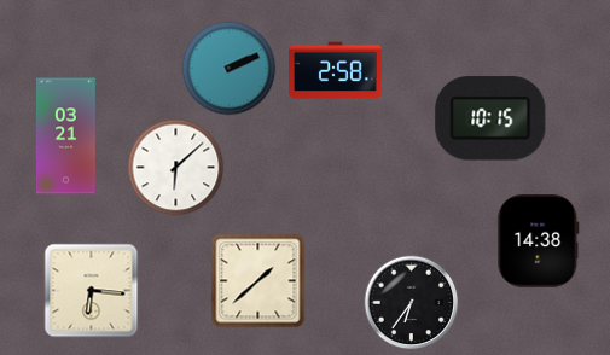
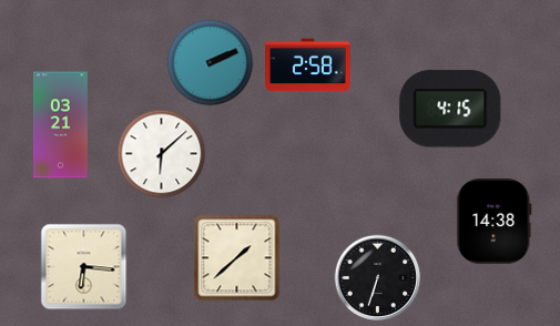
clock at (490, 118): 10:15 -> 4:15
clock at (411, 302): 6:36 -> 6:33
